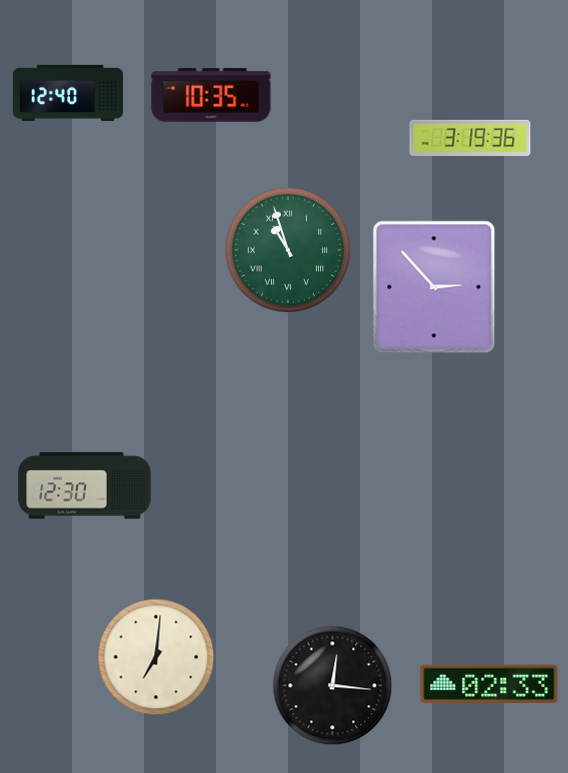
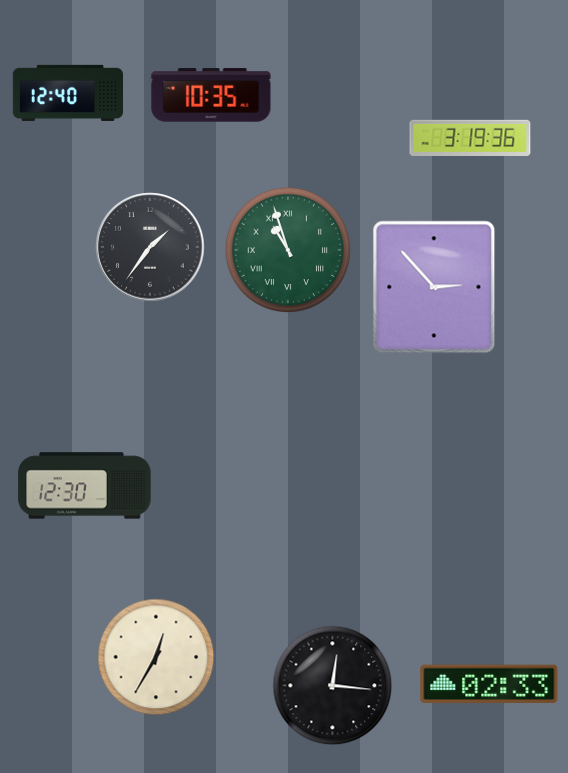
clock at (150, 247): none -> 1:36
clock at (156, 657): 7:01 -> 12:35
